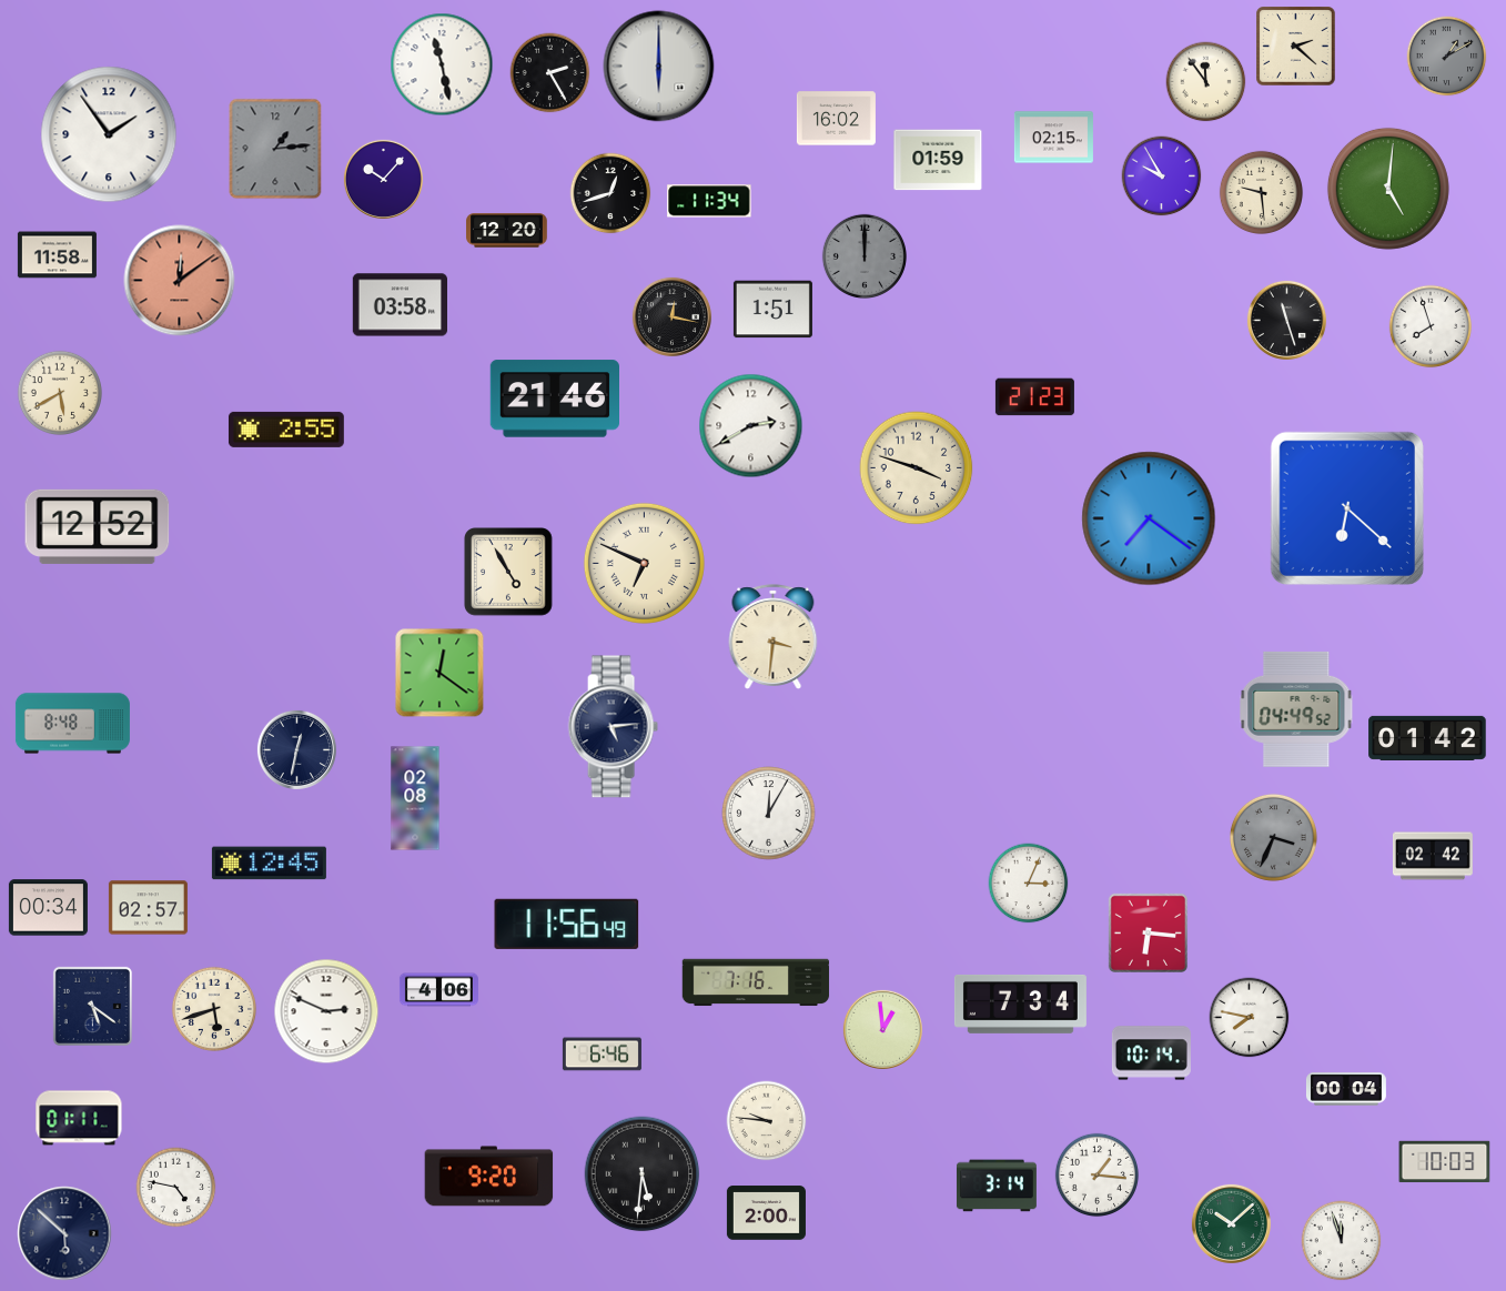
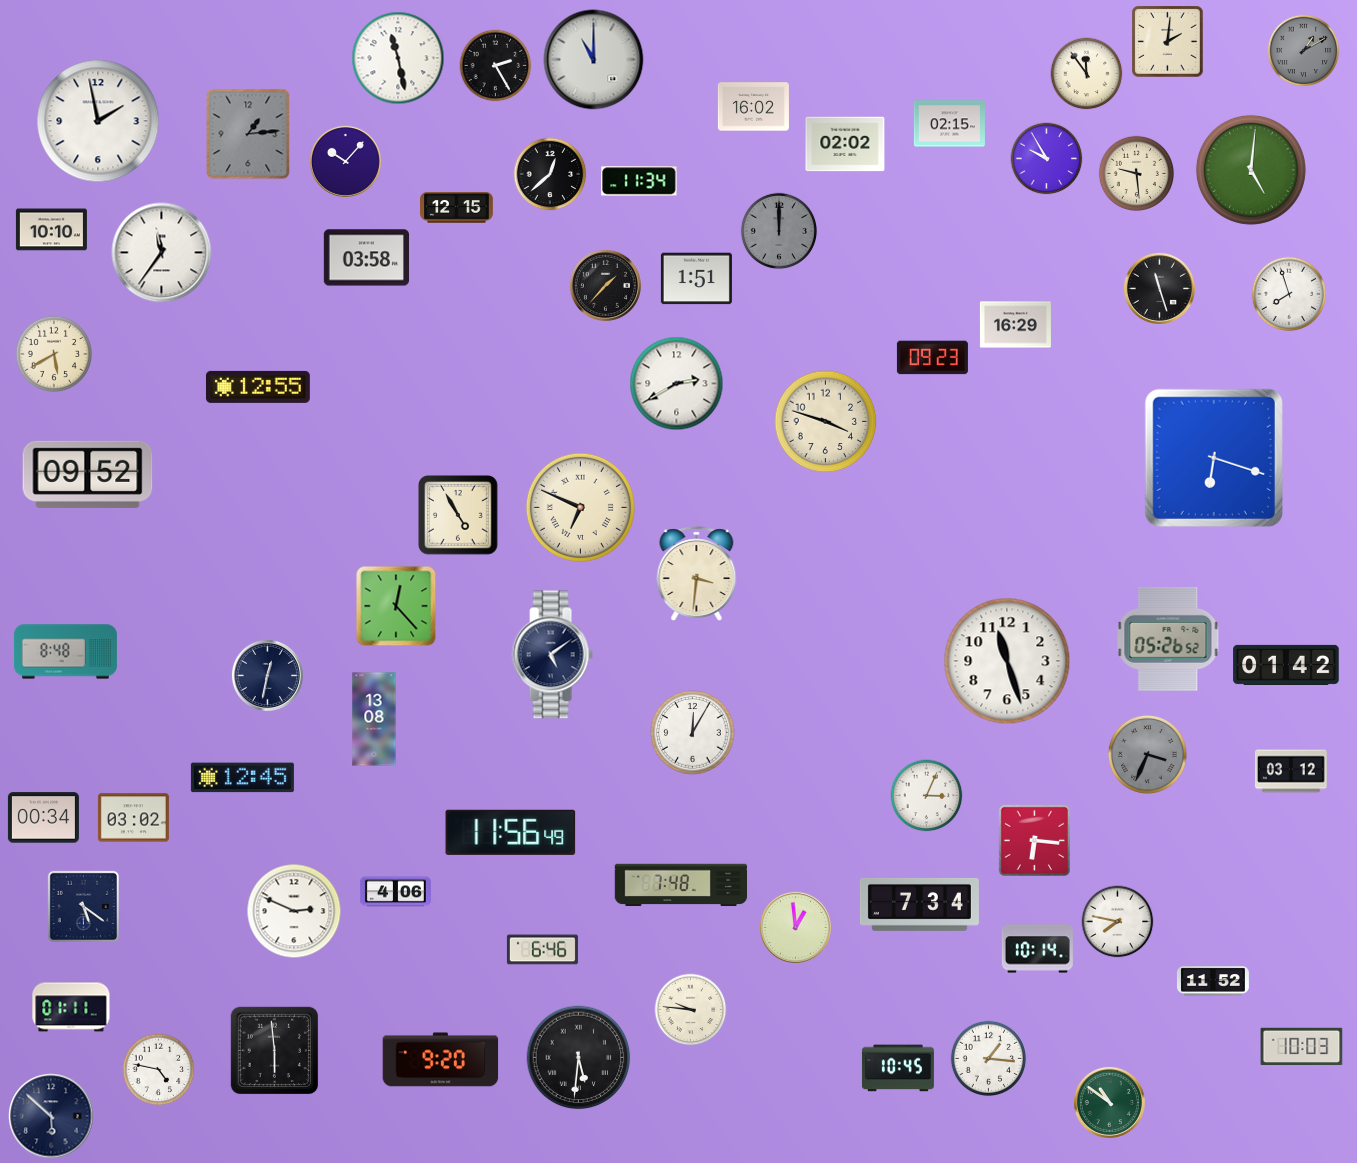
clock at (1296, 47): 2:22 -> 2:01
clock at (659, 67): 6:00 -> 11:00
clock at (109, 134): 1:54 -> 1:58
clock at (938, 160): 01:59 -> 02:02
clock at (610, 193): 12:42 -> 12:38
clock at (507, 231): 12:20 -> 12:15
clock at (57, 255): 11:58 -> 10:10
clock at (180, 281): 12:09 -> 11:36
clock at (180, 281) dial: salmon -> white
clock at (400, 305) position: (400, 305) -> (366, 258)
clock at (671, 316): 12:17 -> 1:37
clock at (1015, 325): none -> 16:29
clock at (1034, 397): 21:23 -> 09:23
clock at (554, 399): 21:46 -> none
clock at (286, 430): 2:55 -> 12:55
clock at (1347, 508): 6:22 -> 6:18
clock at (1149, 518): 7:21 -> none
clock at (98, 526): 12:52 -> 09:52
clock at (439, 673): 12:21 -> 12:23
clock at (1296, 709): 04:49 -> 05:26
clock at (613, 727): 5:14 -> 5:09
clock at (1007, 661): none -> 11:27
clock at (415, 798): 02:08 -> 13:08
clock at (1433, 856): 02:42 -> 03:12
clock at (148, 908): 02:57 -> 03:02
clock at (756, 982): 7:16 -> 7:48
clock at (213, 1008): 5:42 -> none
clock at (1250, 1018) position: (1250, 1018) -> (1118, 922)
clock at (1346, 1089): 00:04 -> 11:52
clock at (275, 1051): none -> 5:59
clock at (997, 1186): 3:14 -> 10:45
clock at (766, 1213): 2:00 -> none
clock at (1231, 1223): 10:08 -> 10:51
clock at (64, 1233) position: (64, 1233) -> (51, 1116)
clock at (1342, 1241): 11:57 -> none
